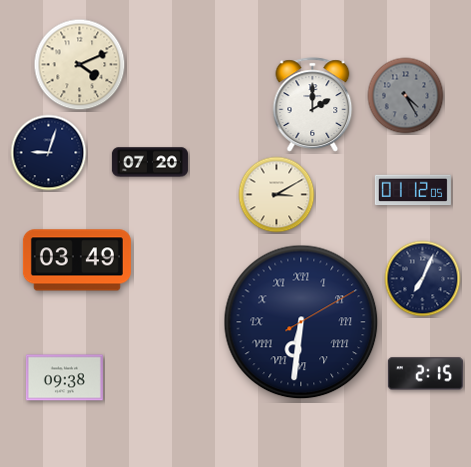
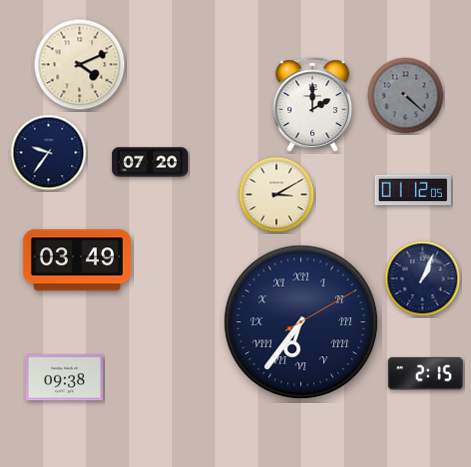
clock at (406, 96): 4:25 -> 4:22
clock at (49, 153): 9:03 -> 9:36
clock at (423, 279): 7:04 -> 1:04
clock at (301, 322): 6:31 -> 6:36
